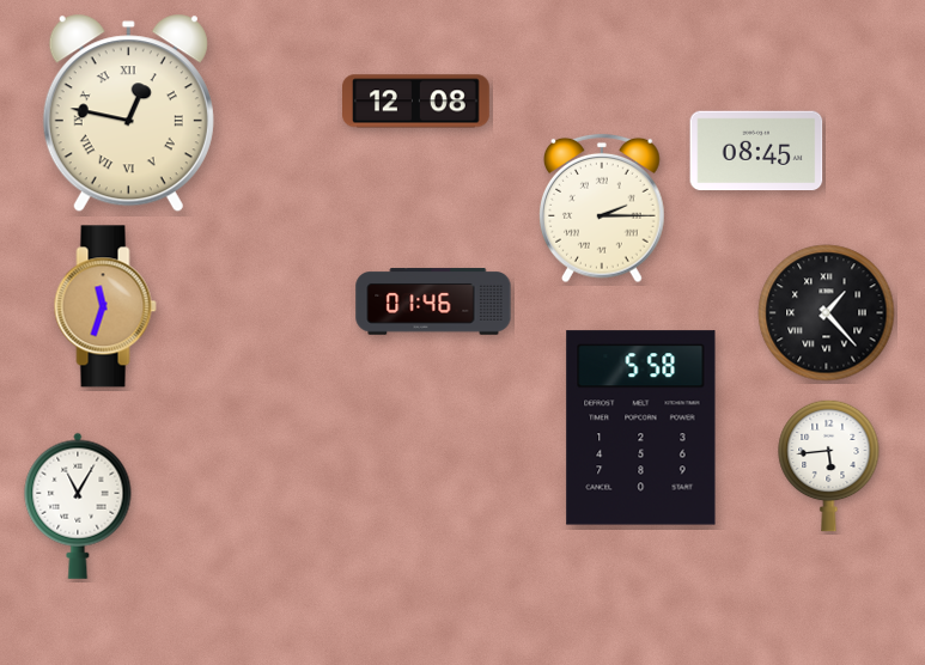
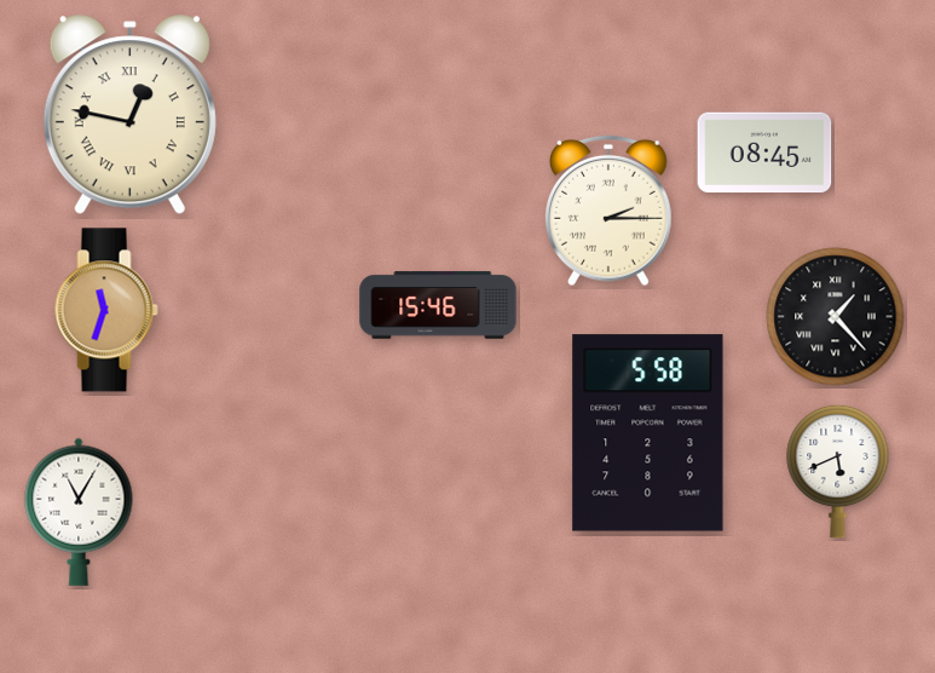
clock at (416, 102): 12:08 -> none
clock at (433, 301): 01:46 -> 15:46
clock at (829, 465): 5:44 -> 5:41
